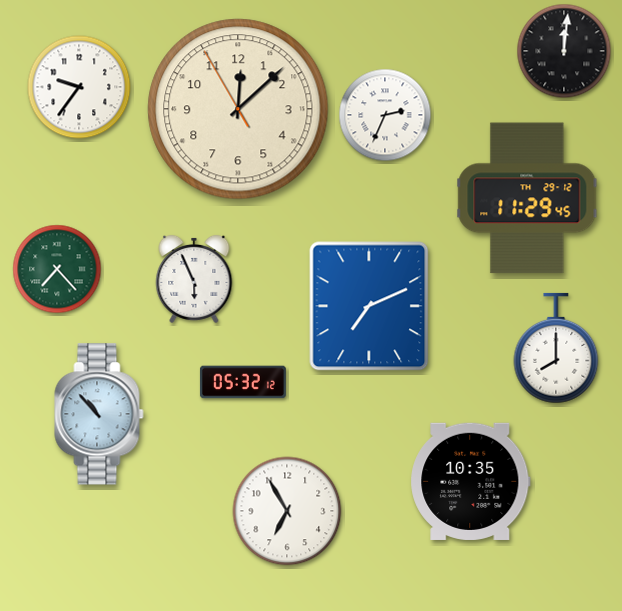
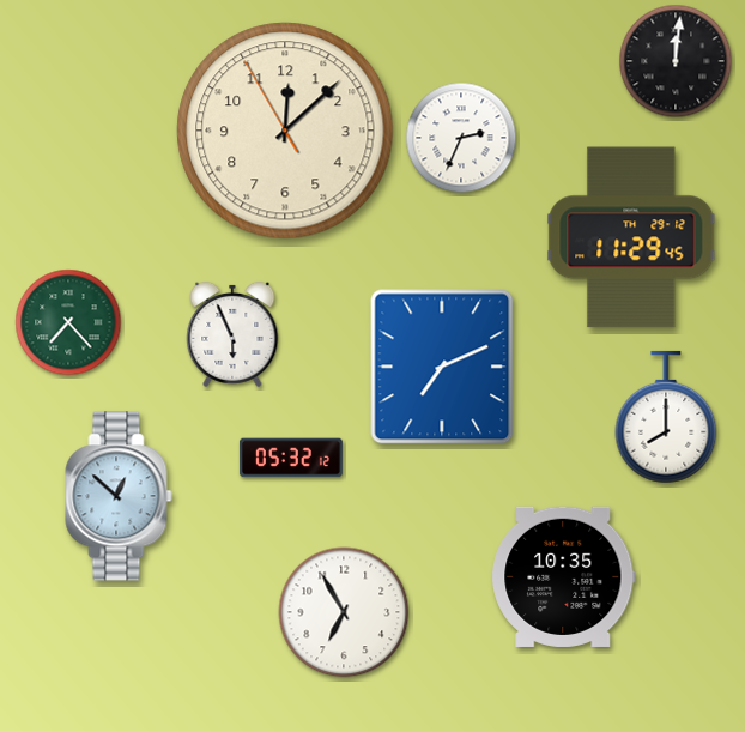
clock at (79, 87): 9:36 -> none
clock at (99, 414): 10:53 -> 12:52
